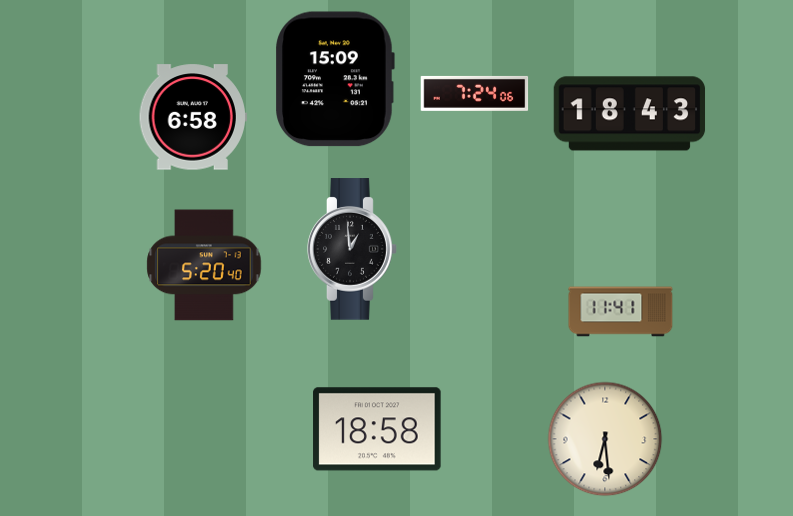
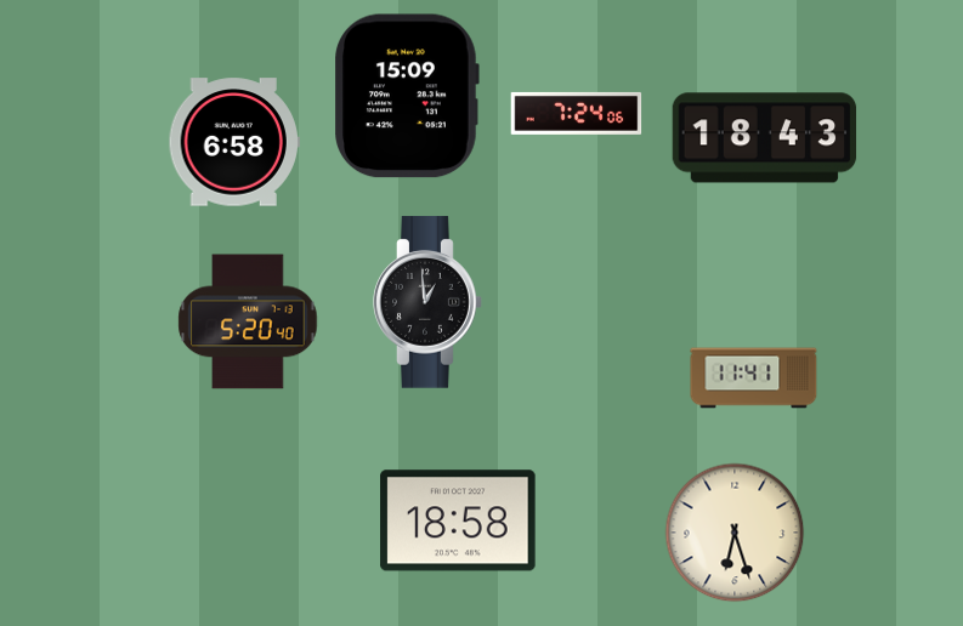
clock at (605, 439): 6:29 -> 6:27
